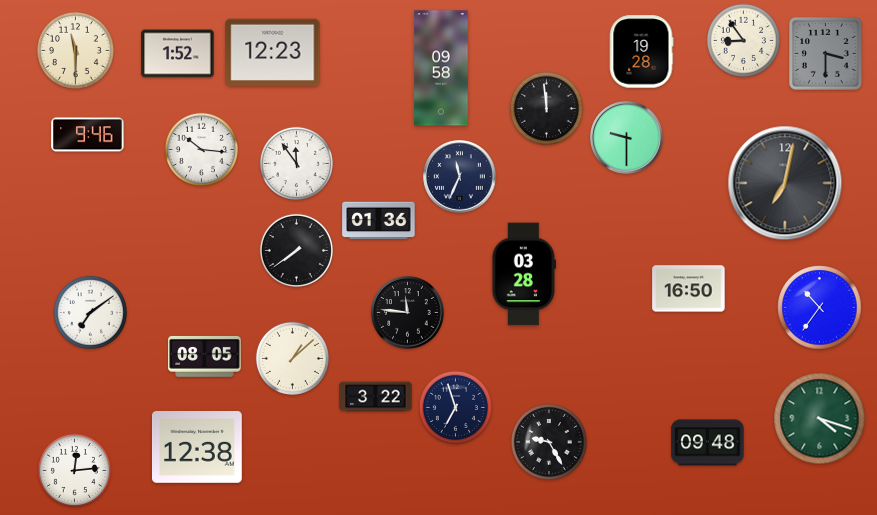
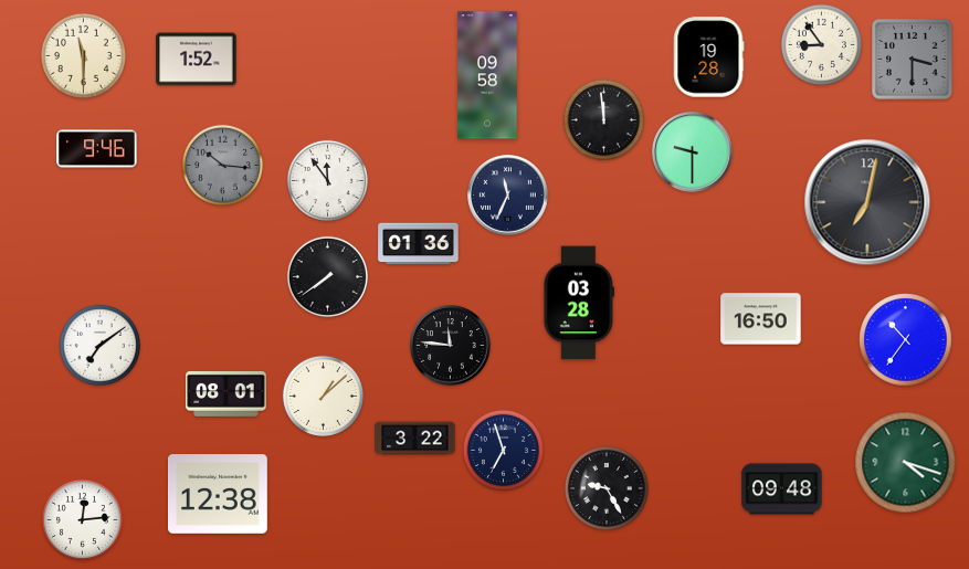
clock at (273, 52): 12:23 -> none
clock at (201, 149) dial: white -> grey
clock at (205, 356): 08:05 -> 08:01
